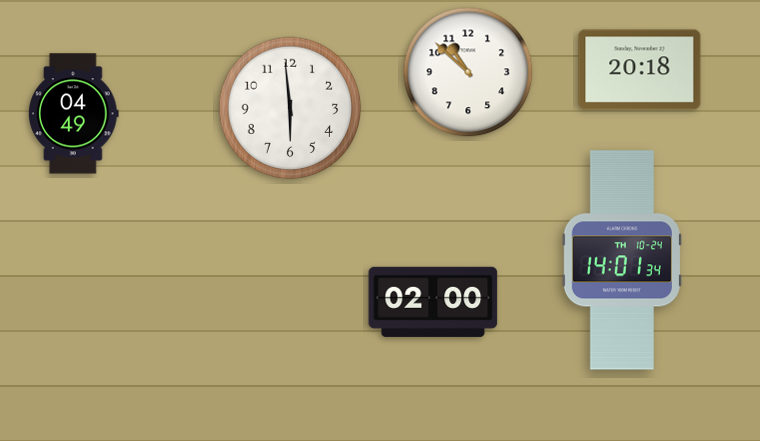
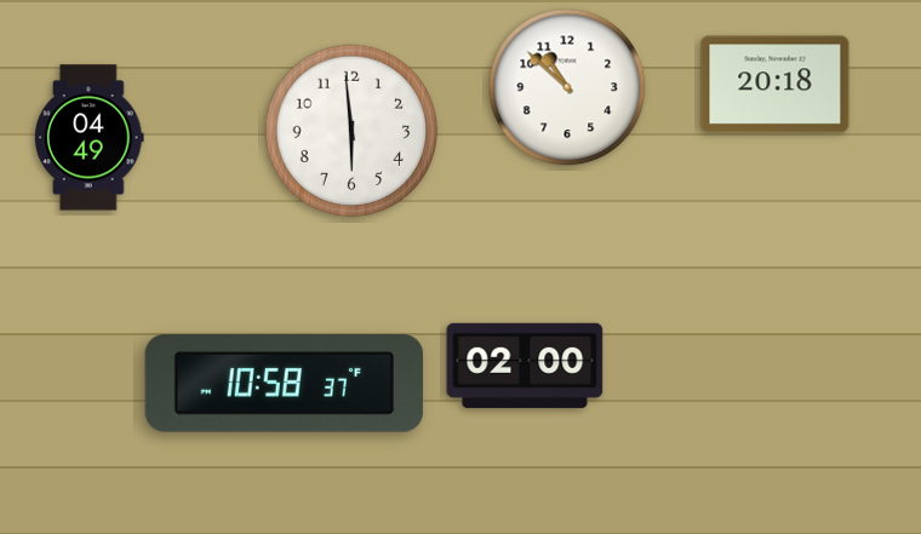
clock at (622, 260): 14:01 -> none
clock at (285, 384): none -> 10:58
